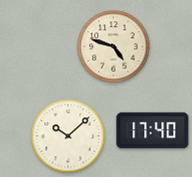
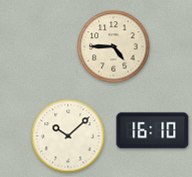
clock at (114, 47): 4:48 -> 4:45
clock at (153, 131): 17:40 -> 16:10
